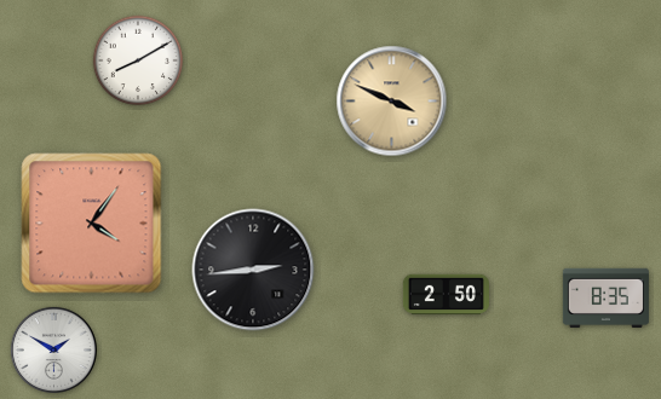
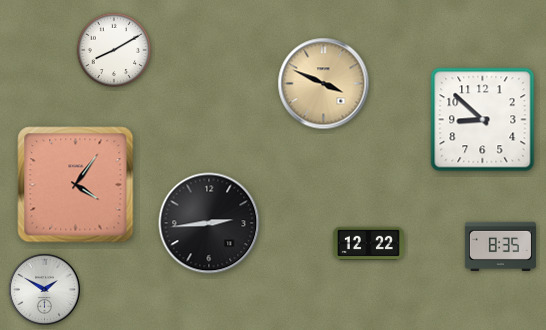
clock at (483, 120): none -> 8:52
clock at (446, 295): 2:50 -> 12:22
